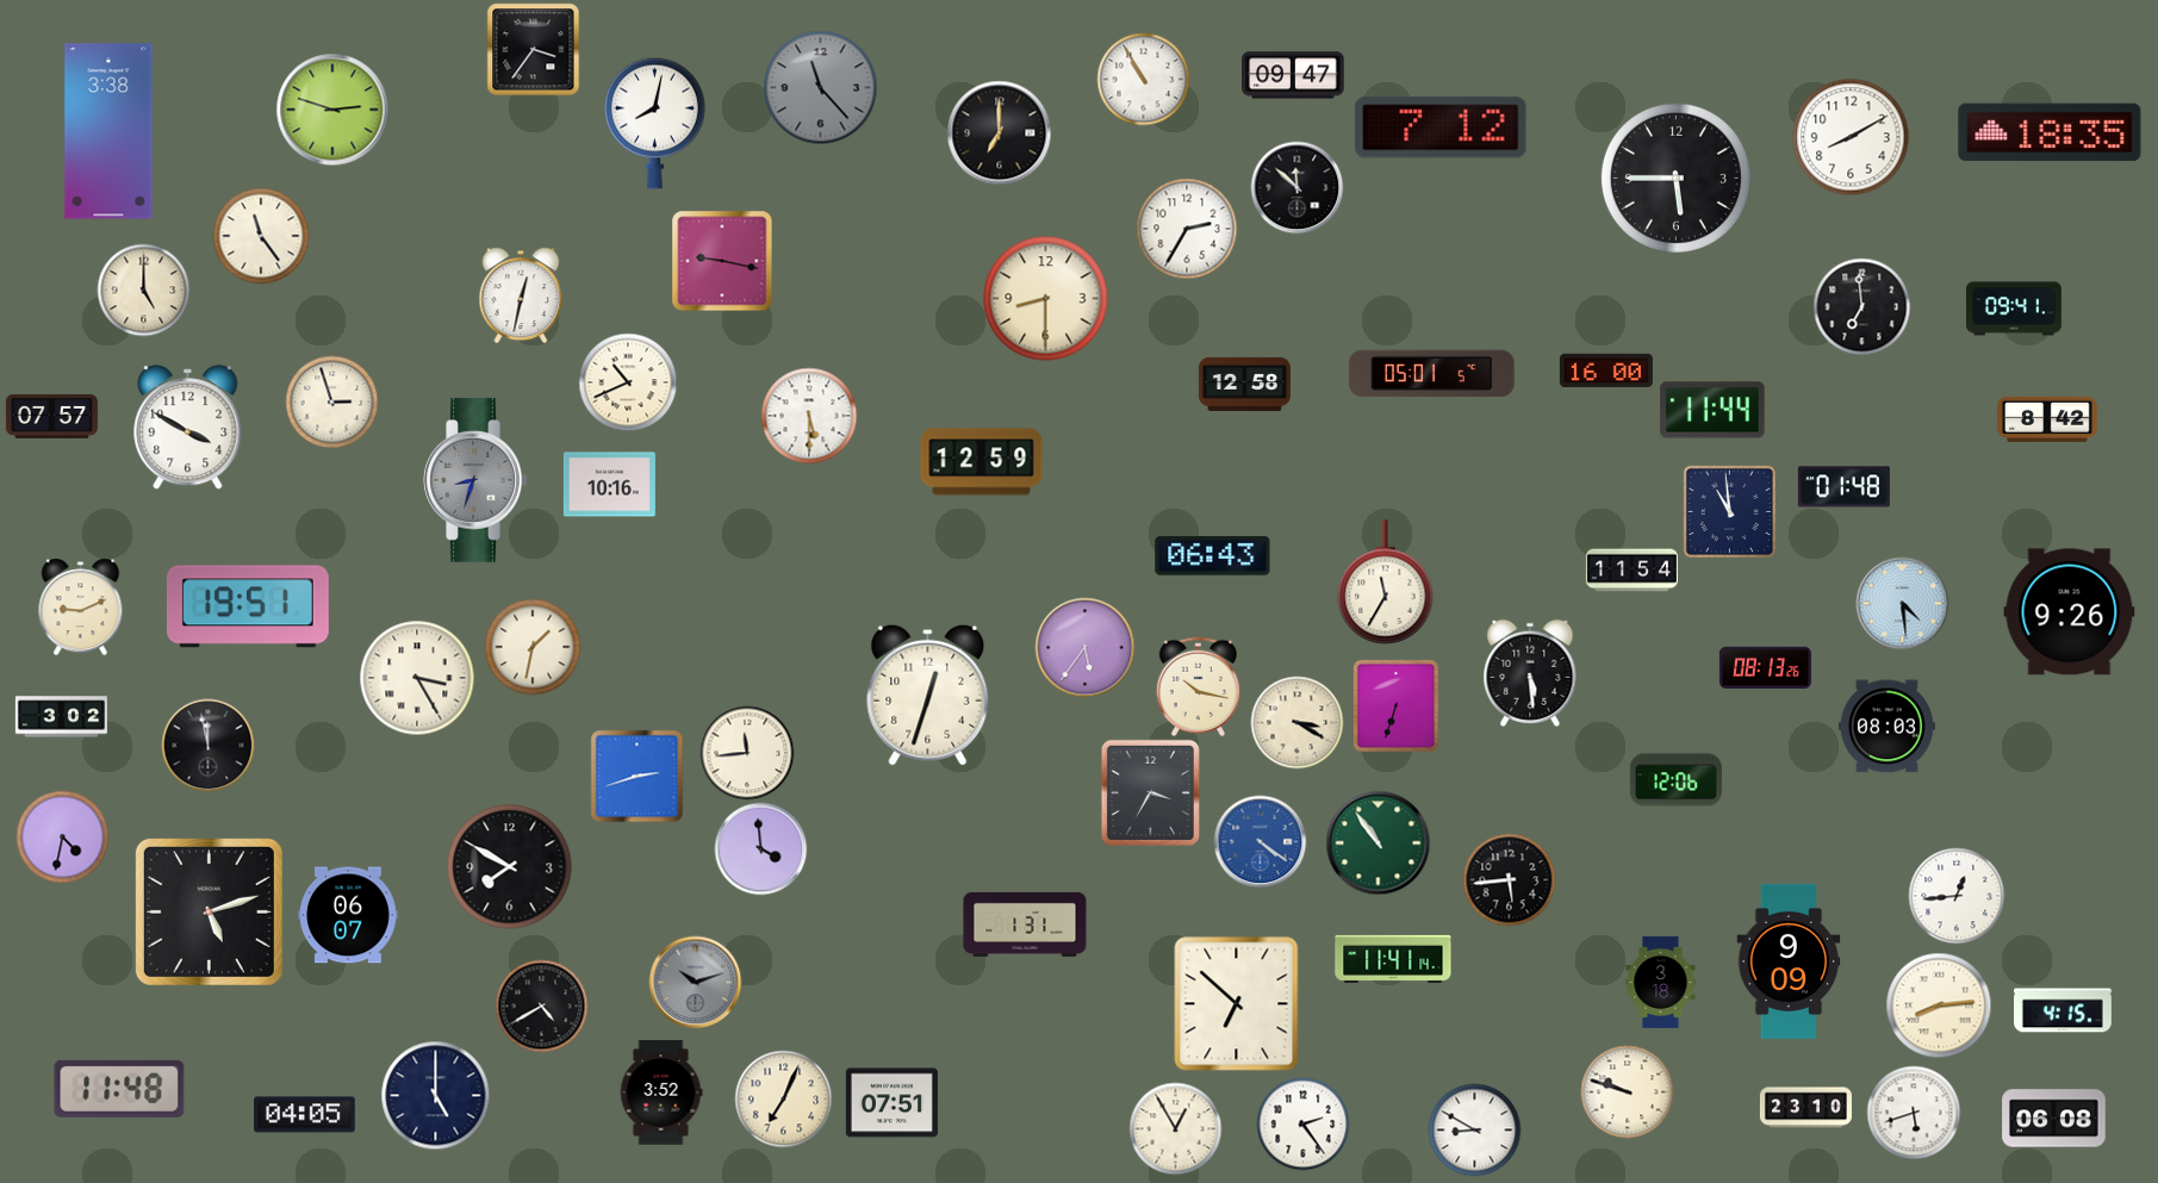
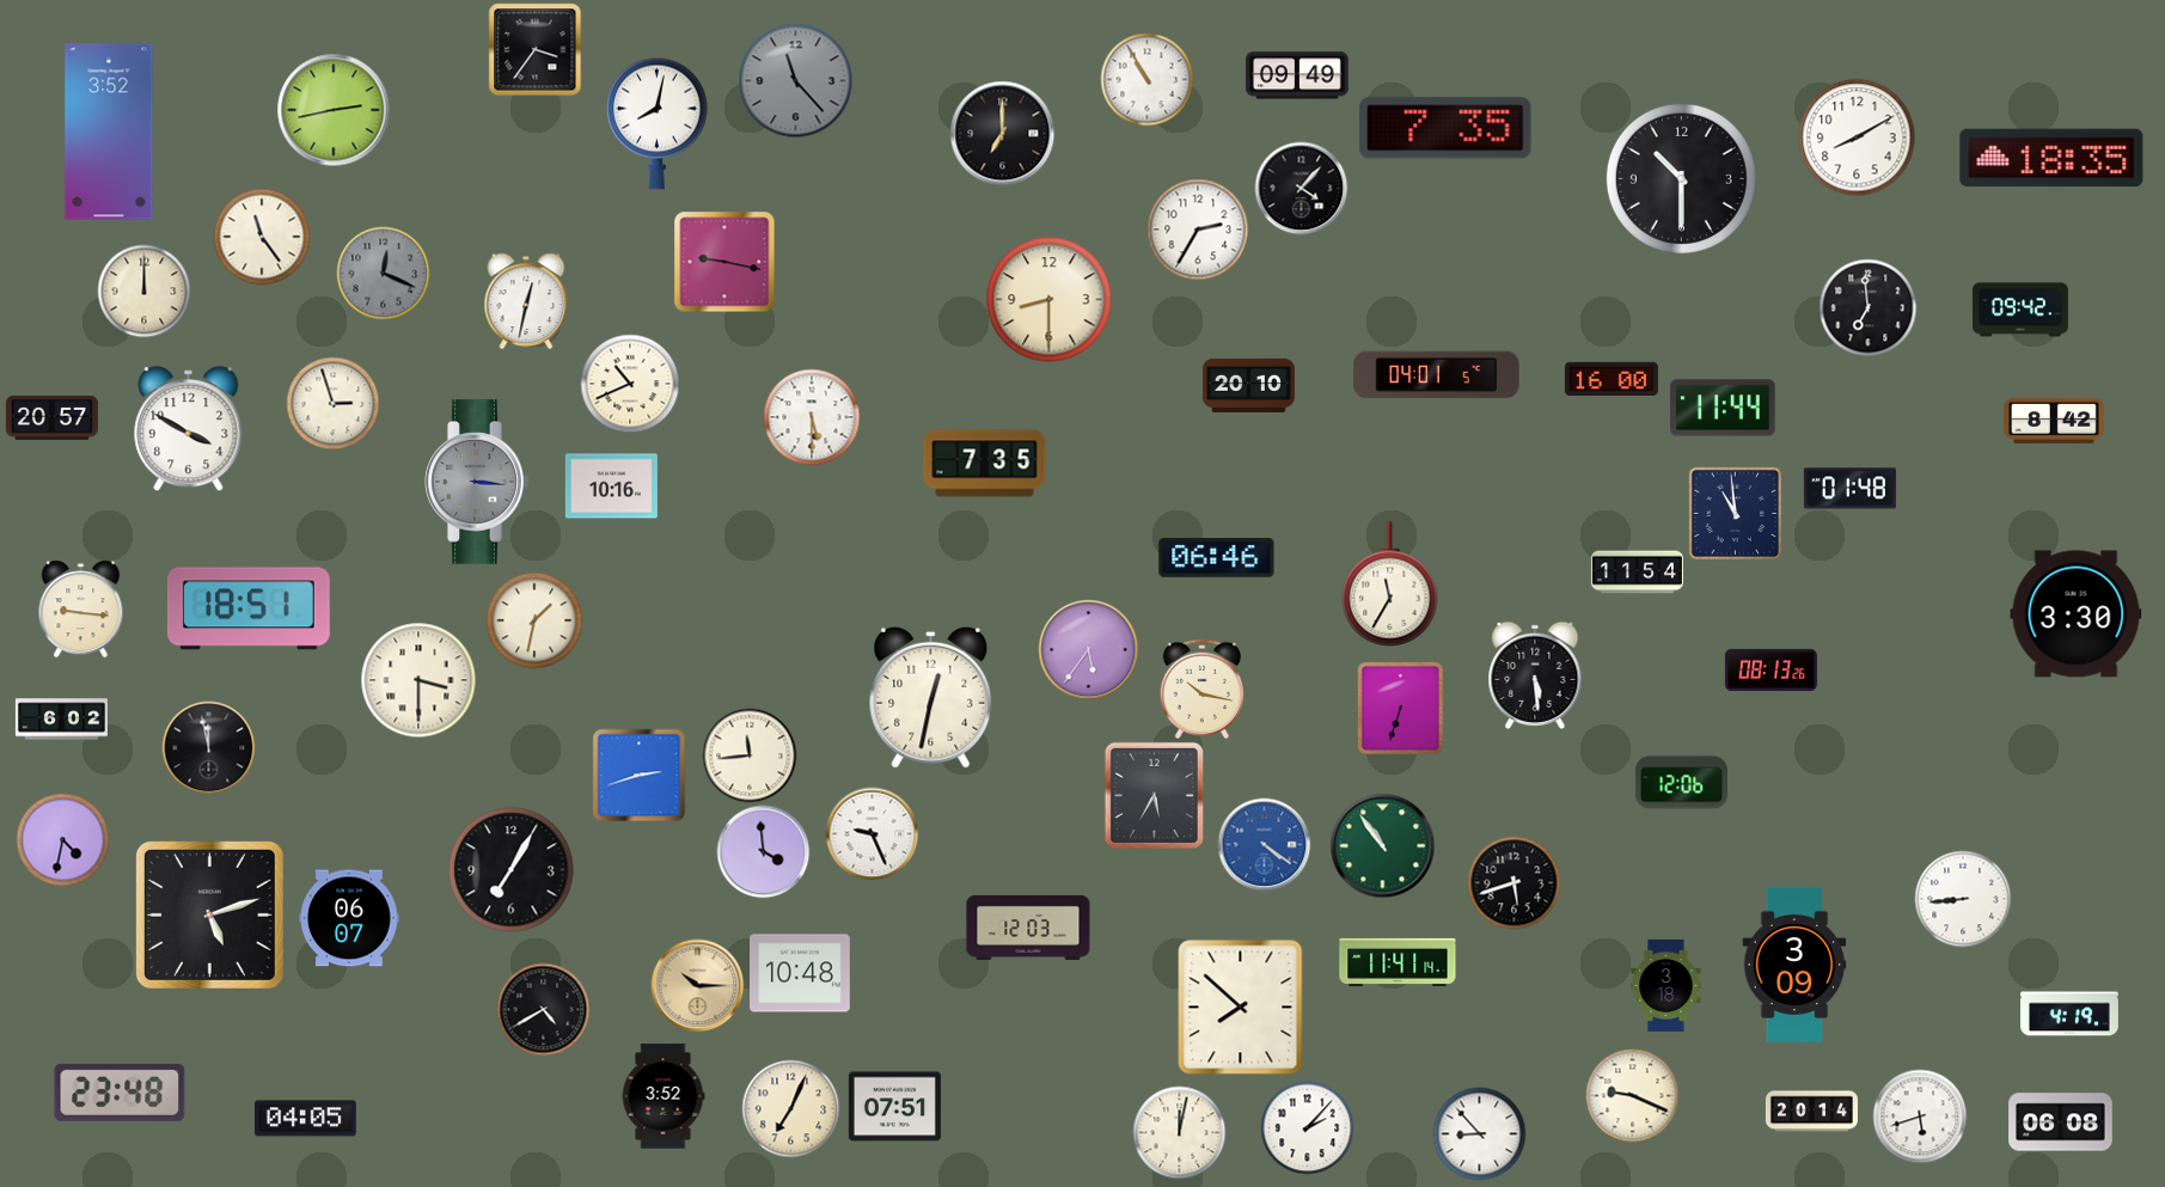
clock at (1293, 75): 09:47 -> 09:49
clock at (820, 87) position: (820, 87) -> (795, 80)
clock at (332, 110): 2:48 -> 2:43
clock at (1441, 127): 7:12 -> 7:35
clock at (108, 131): 3:38 -> 3:52
clock at (2050, 132) position: (2050, 132) -> (2051, 158)
clock at (1675, 178): 5:45 -> 10:30
clock at (1296, 187): 11:52 -> 4:07
clock at (1187, 229) position: (1187, 229) -> (1198, 230)
clock at (383, 273): none -> 12:19
clock at (143, 289): 5:00 -> 12:00
clock at (521, 295) position: (521, 295) -> (526, 301)
clock at (2014, 309): 09:41 -> 09:42
clock at (1606, 369) position: (1606, 369) -> (1611, 378)
clock at (1432, 374): 05:01 -> 04:01
clock at (1244, 384): 12:58 -> 20:10
clock at (1712, 410) position: (1712, 410) -> (1723, 408)
clock at (51, 416): 07:57 -> 20:57
clock at (982, 462): 12:59 -> 7:35
clock at (475, 480): 8:33 -> 3:16
clock at (1213, 556): 06:43 -> 06:46
clock at (1902, 603): 4:29 -> none
clock at (81, 606): 9:11 -> 9:16
clock at (248, 606): 19:51 -> 18:51
clock at (2070, 612): 9:26 -> 3:30
clock at (533, 647) position: (533, 647) -> (534, 620)
clock at (417, 678): 3:25 -> 3:30
clock at (928, 695): 12:33 -> 12:32
clock at (61, 717): 3:02 -> 6:02
clock at (1296, 722): 3:20 -> none
clock at (1886, 727): 08:03 -> none
clock at (636, 776) position: (636, 776) -> (638, 775)
clock at (1150, 792): 3:35 -> 5:35
clock at (871, 833): none -> 9:26
clock at (510, 867): 7:50 -> 7:05
clock at (1509, 879): 5:44 -> 5:42
clock at (1957, 896): 12:44 -> 8:44
clock at (1025, 924): 1:31 -> 12:03
clock at (1789, 961): 9:09 -> 3:09
clock at (800, 973): none -> 10:48
clock at (695, 982): 10:12 -> 10:15
clock at (695, 982) dial: grey -> champagne
clock at (1237, 1004): 6:52 -> 7:52
clock at (1939, 1005): 8:14 -> none
clock at (2064, 1010): 4:15 -> 4:19
clock at (119, 1089): 11:48 -> 23:48
clock at (1627, 1091): 9:48 -> 9:19
clock at (435, 1095): 5:00 -> none
clock at (783, 1098) position: (783, 1098) -> (790, 1108)
clock at (1805, 1108): 23:10 -> 20:14
clock at (1302, 1123): 2:24 -> 2:07
clock at (1175, 1128): 12:55 -> 12:02
clock at (1474, 1129): 8:50 -> 8:53
